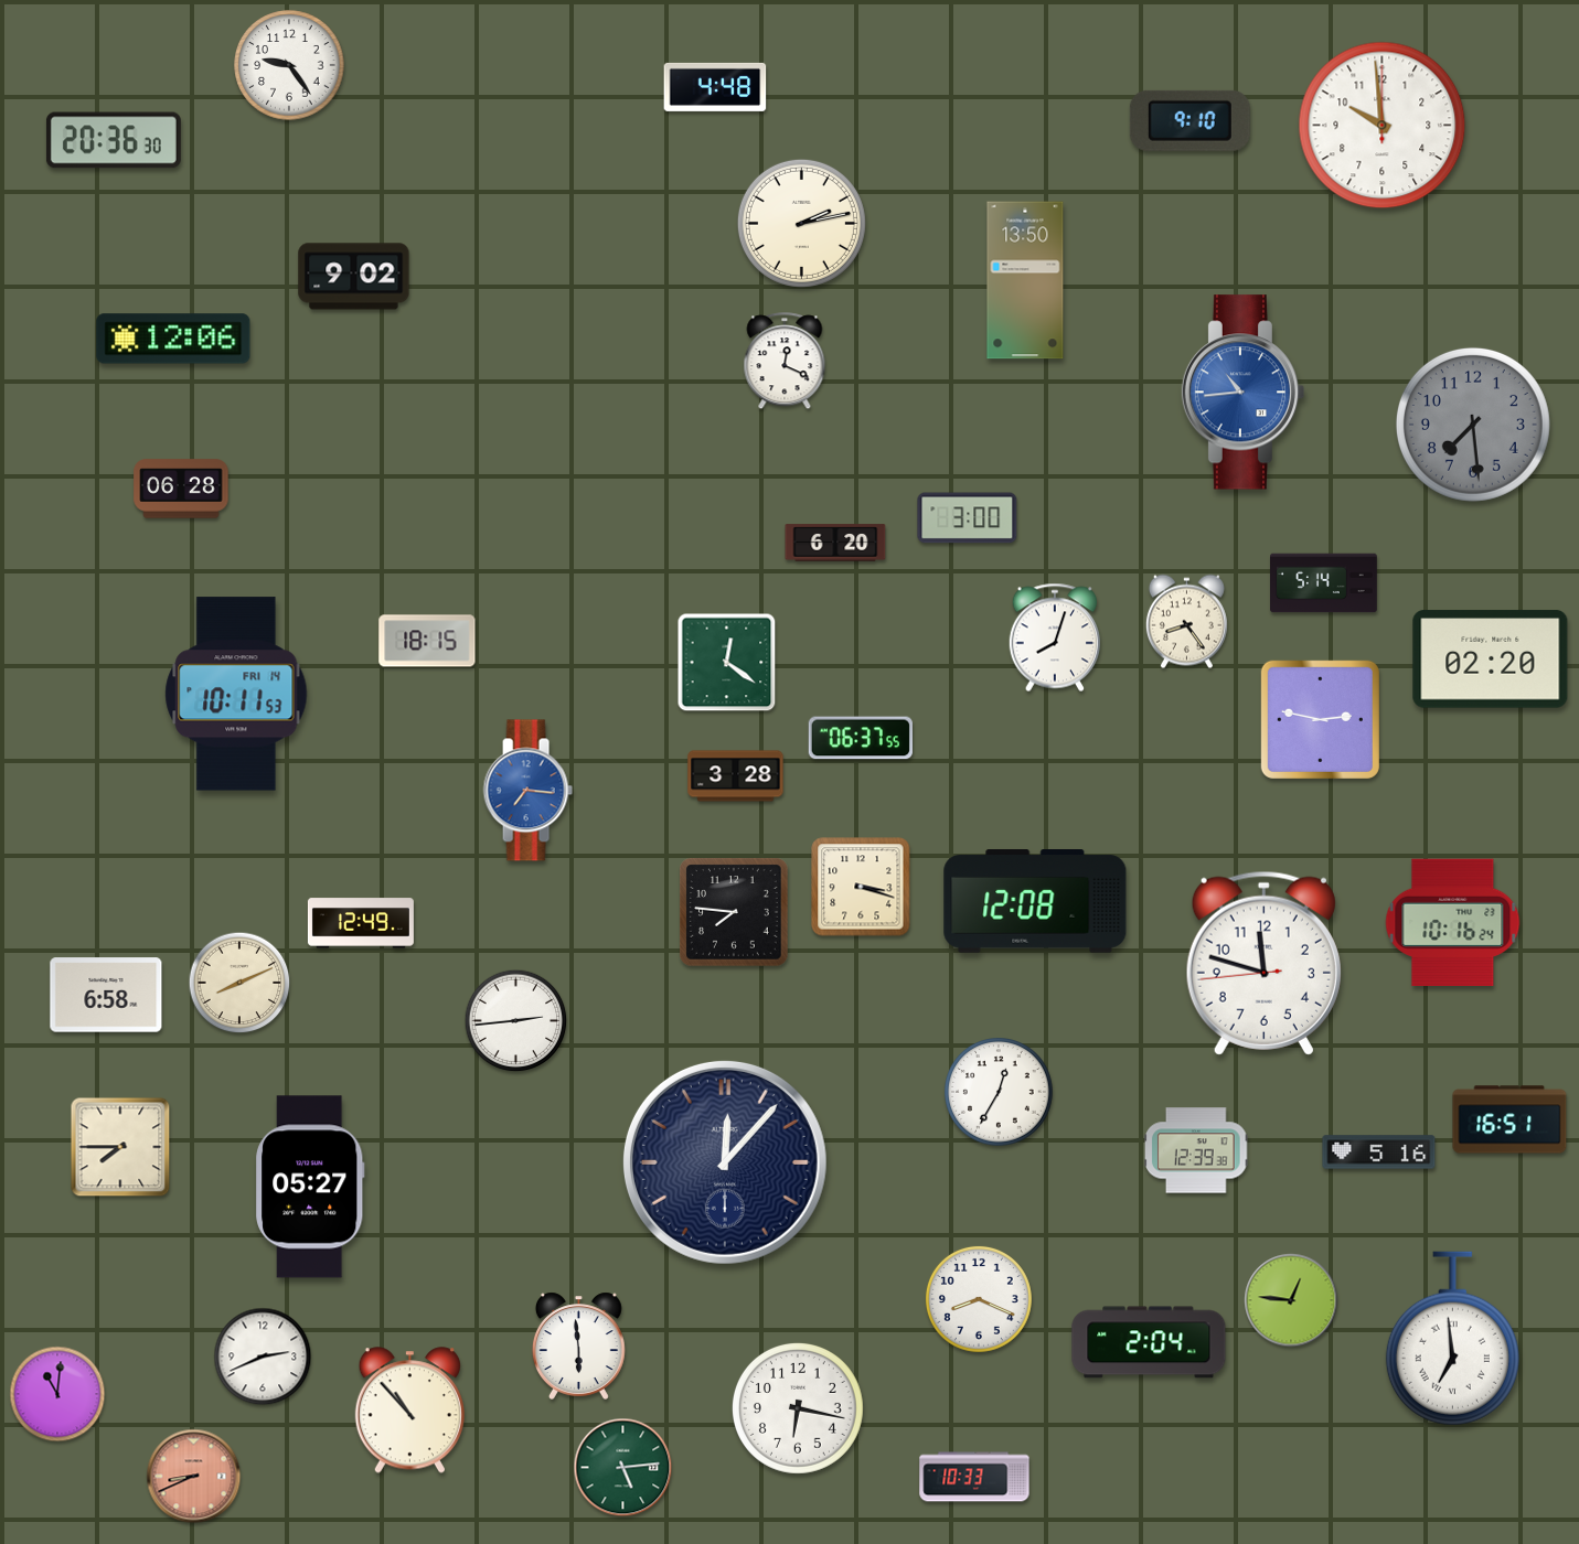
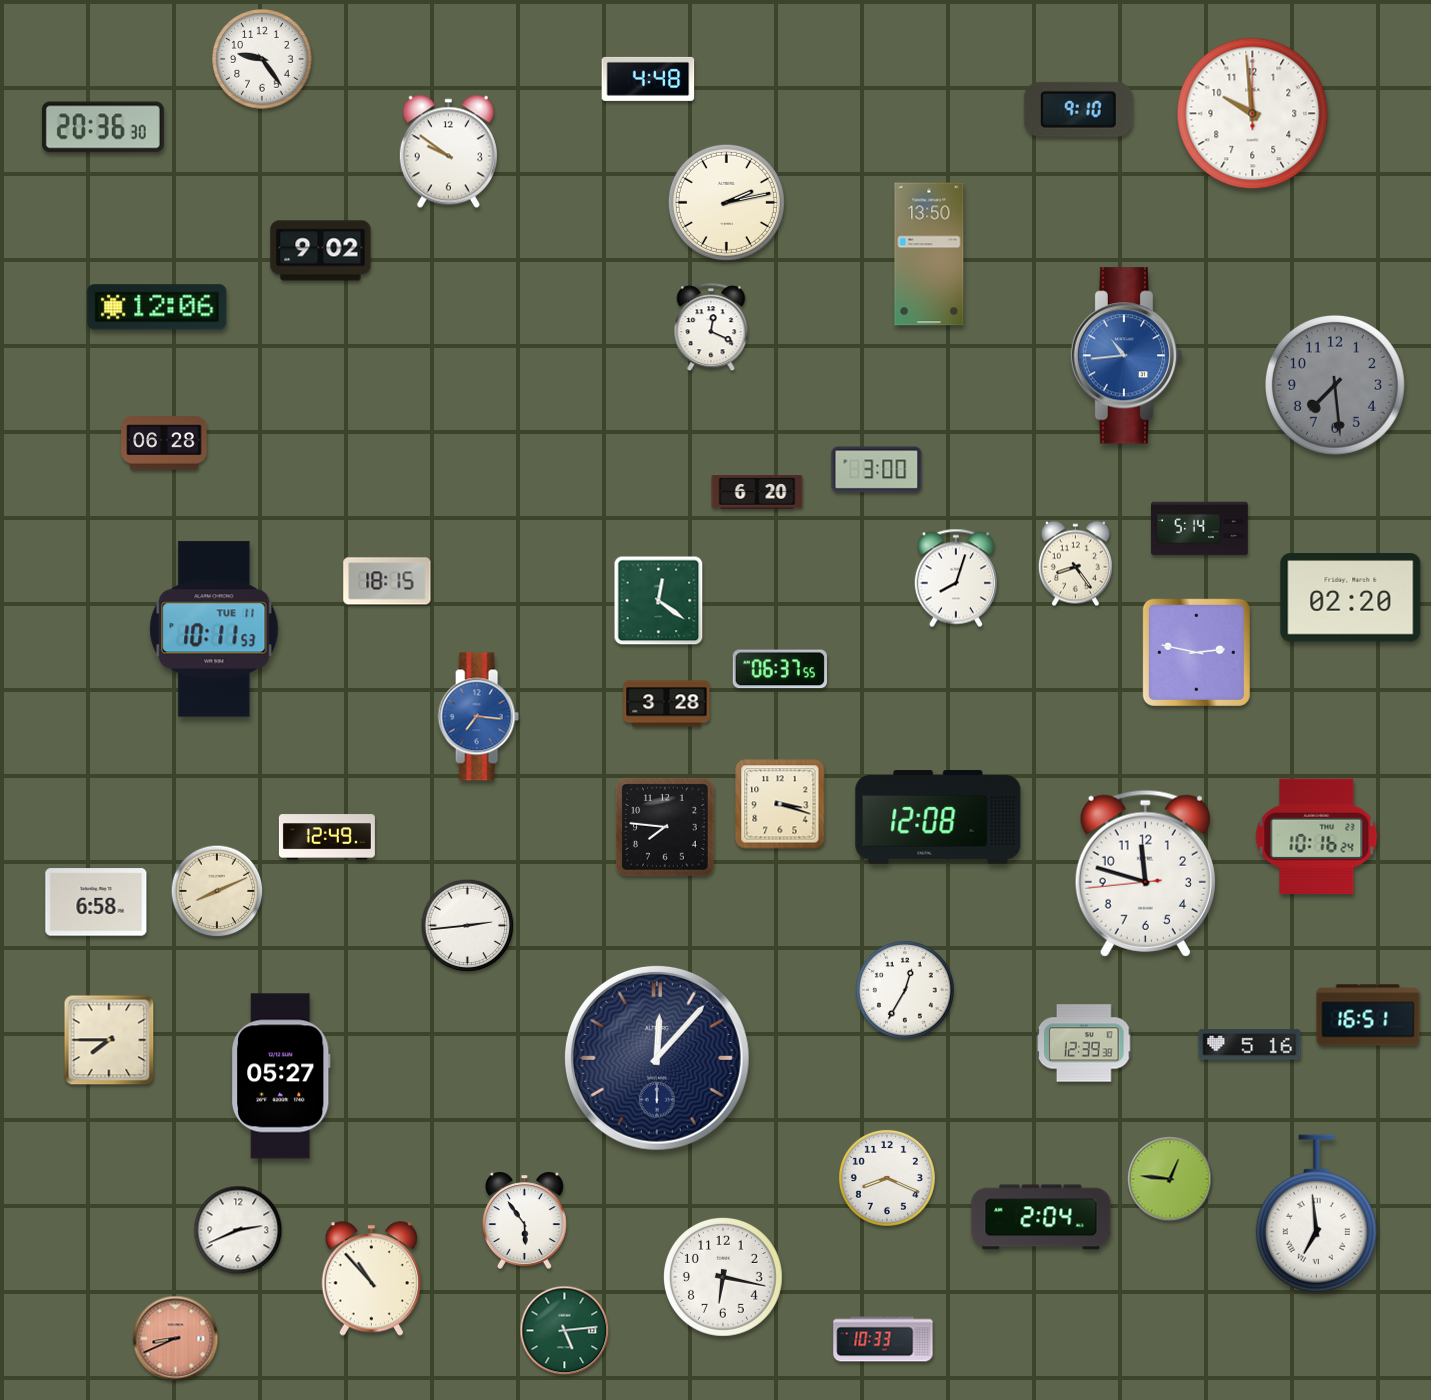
clock at (448, 152): none -> 9:51
clock at (236, 694) date: FRI 14 -> TUE 11
clock at (725, 1162) position: (725, 1162) -> (657, 1058)
clock at (578, 1345): 5:59 -> 5:54
clock at (57, 1394): 11:01 -> none
